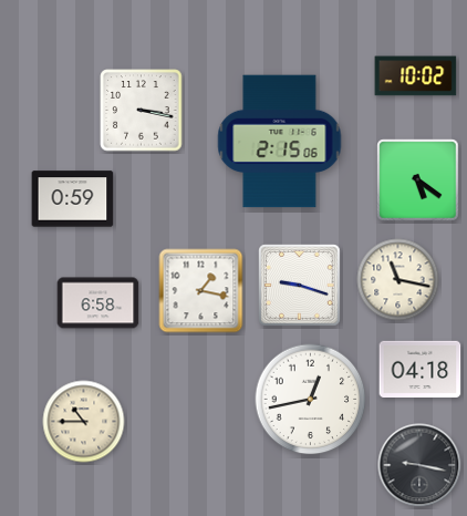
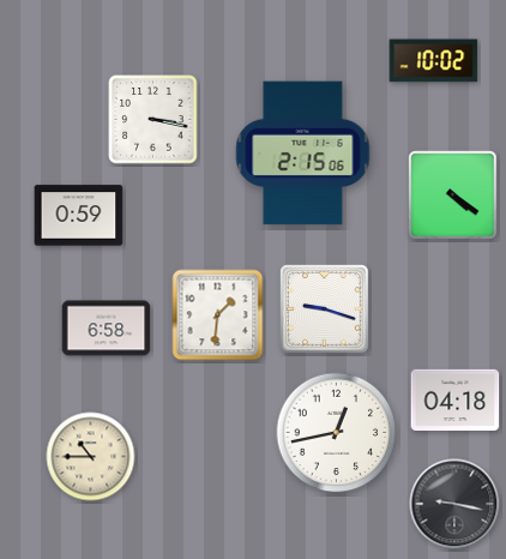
clock at (416, 76) position: (416, 76) -> (434, 61)
clock at (418, 180): 5:21 -> 4:21
clock at (398, 280): 11:17 -> none
clock at (201, 291): 1:17 -> 1:31
